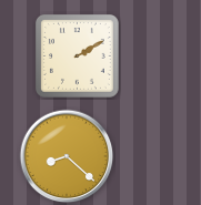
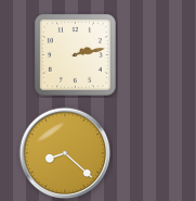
clock at (78, 57): 2:10 -> 2:13
